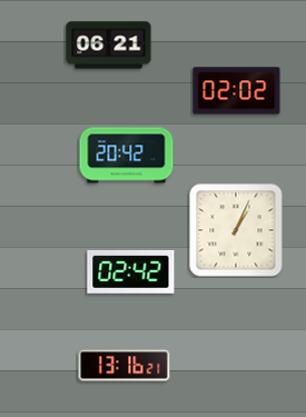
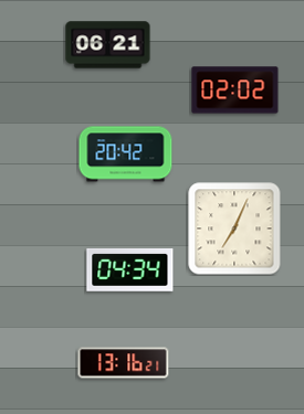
clock at (236, 230): 1:04 -> 7:04
clock at (131, 271): 02:42 -> 04:34
